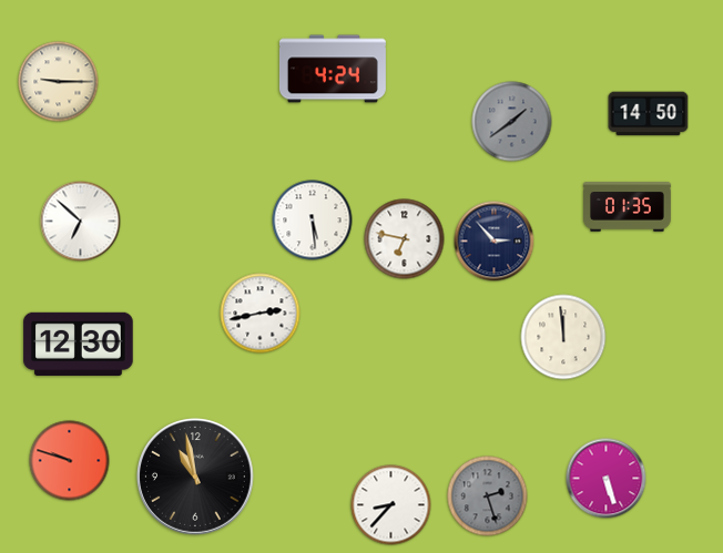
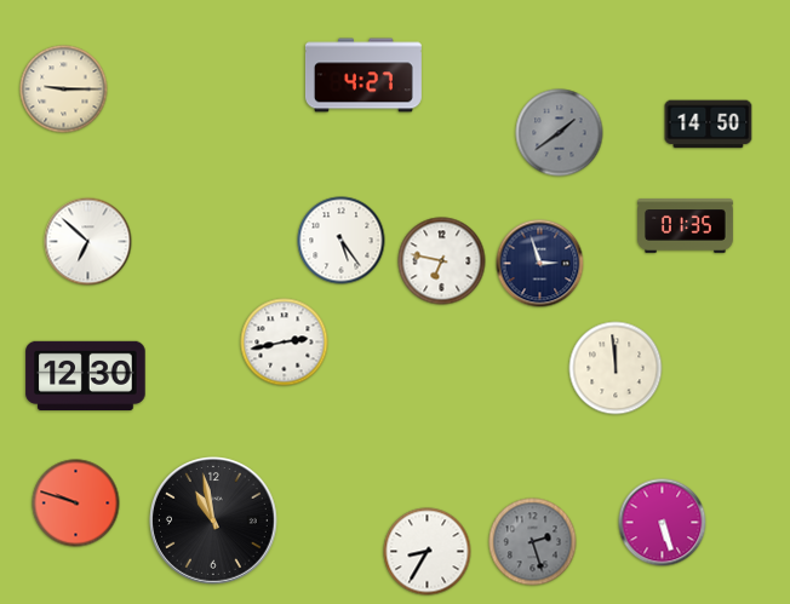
clock at (333, 69): 4:24 -> 4:27
clock at (313, 221): 5:29 -> 5:24
clock at (495, 242): 2:53 -> 2:57
clock at (391, 505): 8:37 -> 8:35
